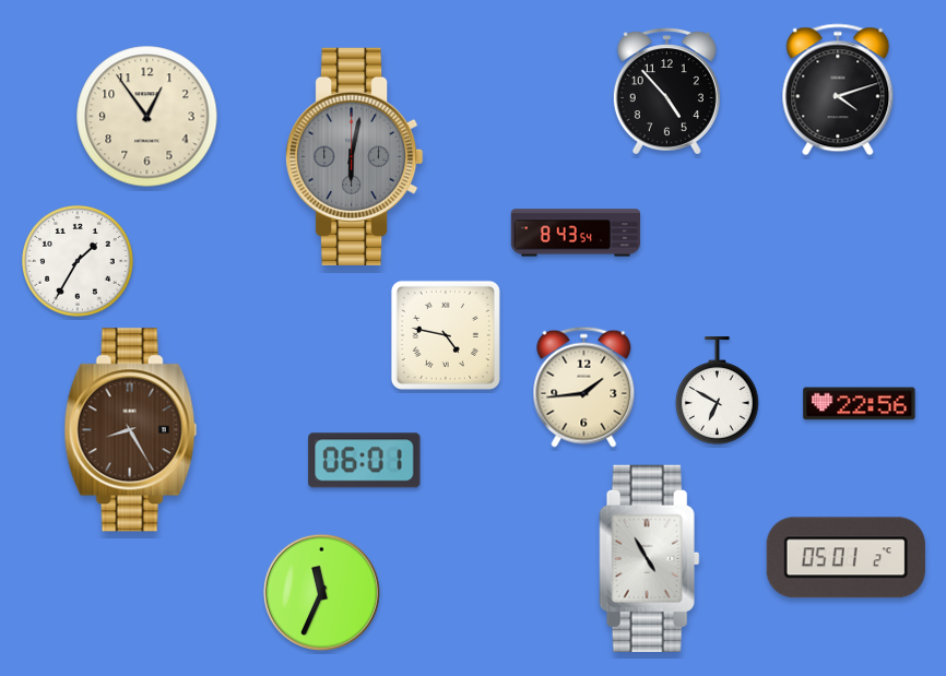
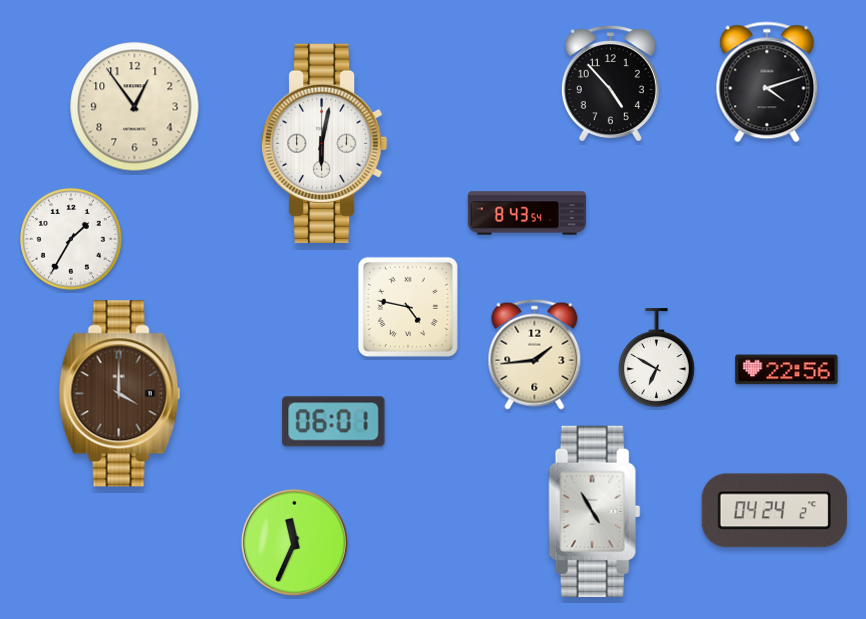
clock at (355, 156) dial: grey -> white
clock at (131, 430): 8:25 -> 4:00
clock at (846, 558): 05:01 -> 04:24
